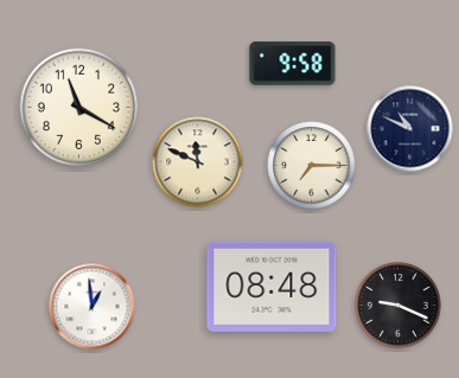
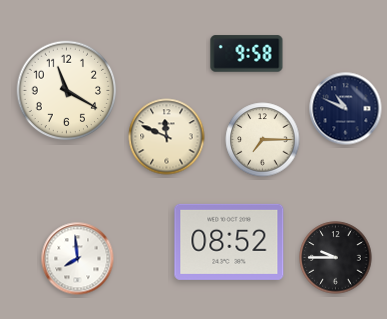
clock at (272, 287): 08:48 -> 08:52
clock at (399, 306): 9:19 -> 9:45
clock at (93, 307): 12:59 -> 7:59
